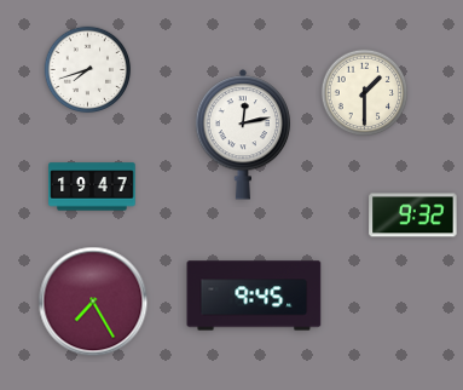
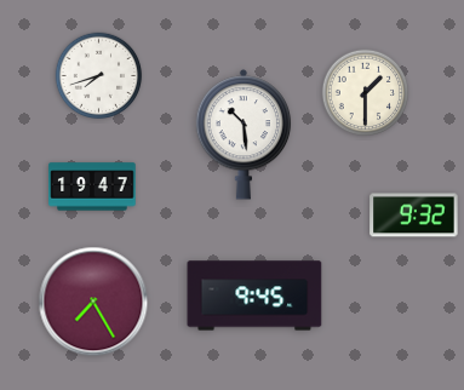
clock at (88, 70) position: (88, 70) -> (99, 76)
clock at (243, 134): 12:13 -> 10:29
